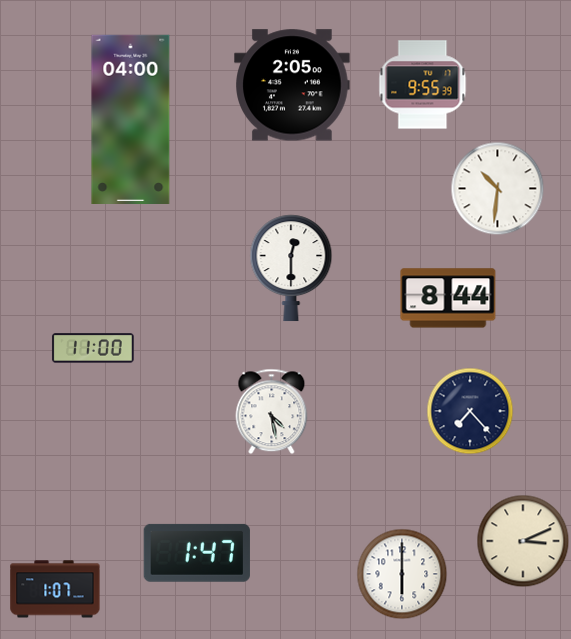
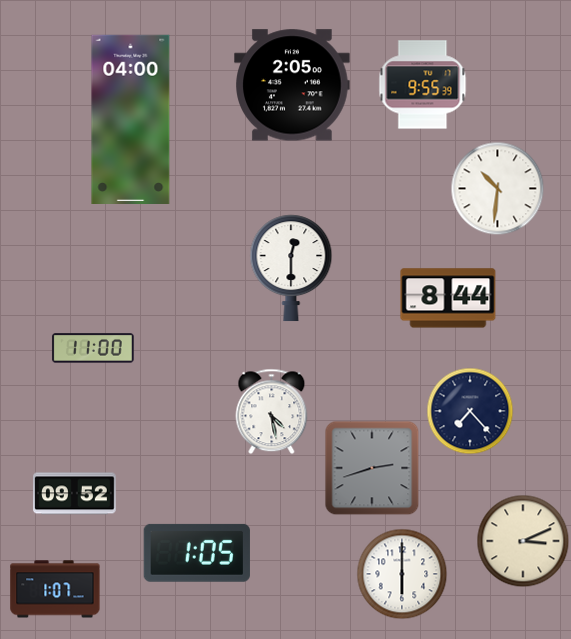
clock at (372, 468): none -> 2:42
clock at (75, 494): none -> 09:52
clock at (197, 553): 1:47 -> 1:05
